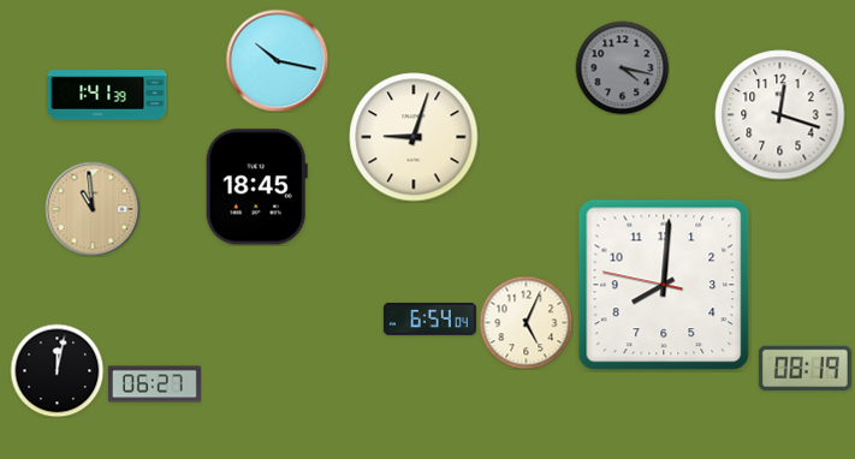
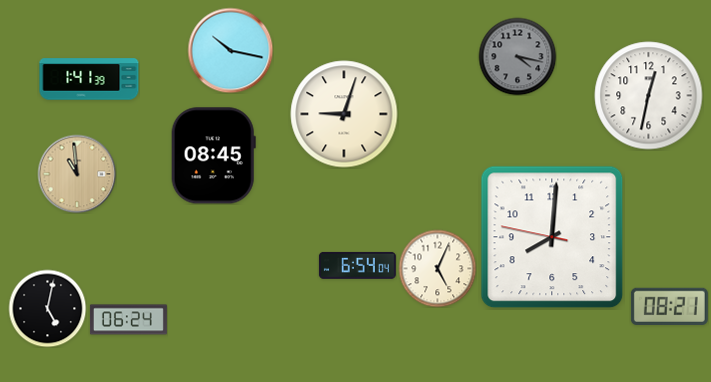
clock at (780, 115): 12:18 -> 12:32
clock at (256, 187): 18:45 -> 08:45
clock at (804, 368): 08:19 -> 08:21
clock at (57, 370): 12:02 -> 5:02
clock at (154, 385): 06:27 -> 06:24
